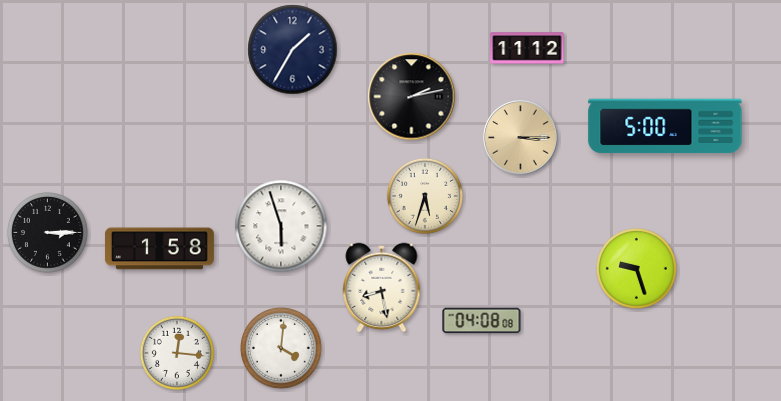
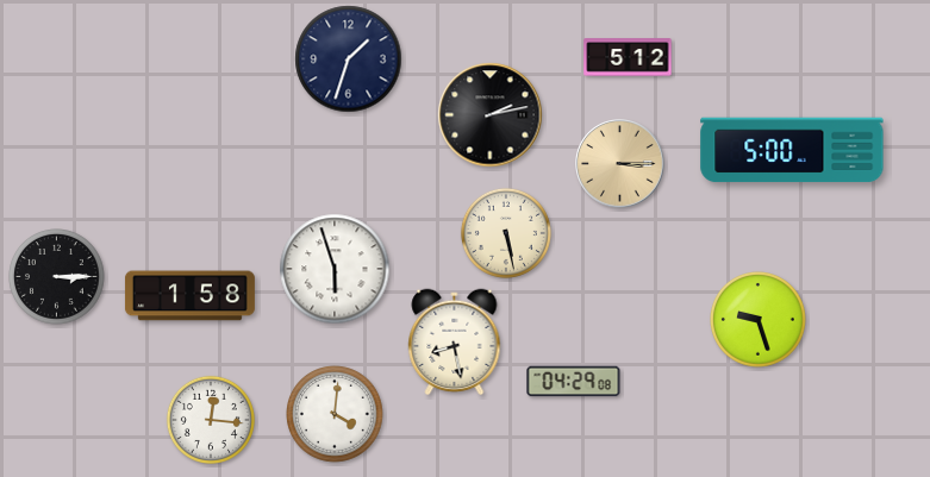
clock at (527, 48): 11:12 -> 5:12
clock at (293, 50): 1:35 -> 1:33
clock at (425, 196): 5:33 -> 5:28
clock at (482, 321): 04:08 -> 04:29
